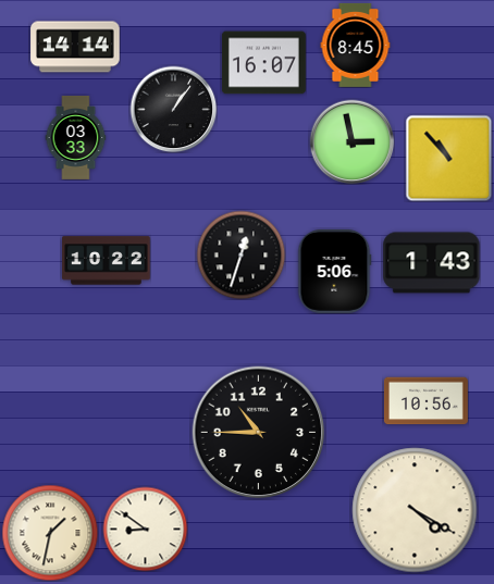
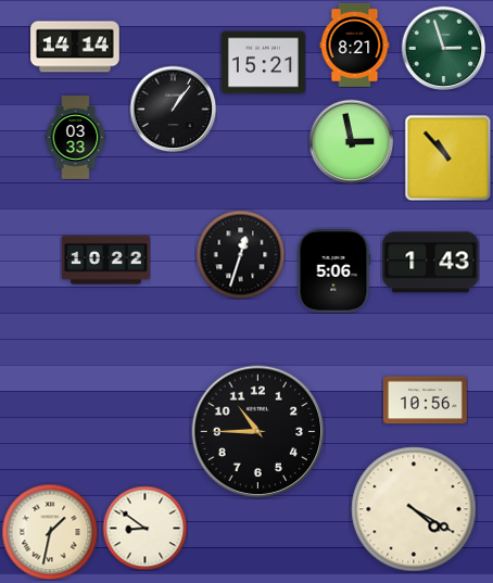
clock at (356, 45): 8:45 -> 8:21
clock at (443, 48): none -> 2:57
clock at (263, 63): 16:07 -> 15:21
